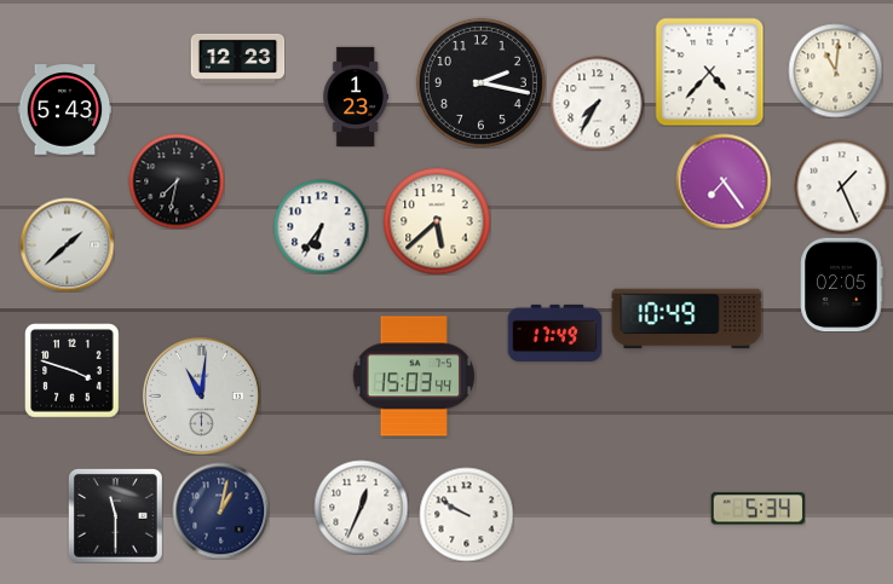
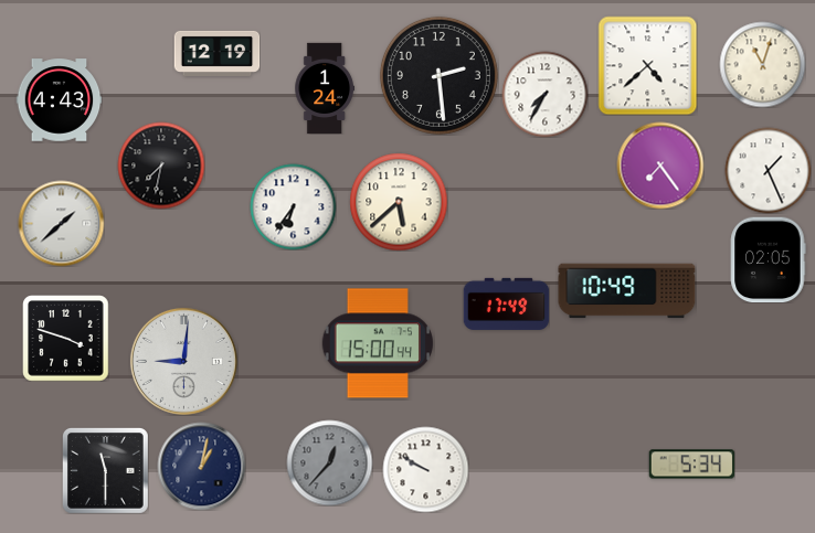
clock at (237, 58): 12:23 -> 12:19
clock at (835, 70): 11:01 -> 11:03
clock at (709, 71): 4:37 -> 4:38
clock at (480, 82): 2:17 -> 2:29
clock at (355, 97): 1:23 -> 1:24
clock at (64, 110): 5:43 -> 4:43
clock at (413, 376): 15:03 -> 15:00
clock at (201, 395): 11:01 -> 9:01
clock at (361, 507): 12:34 -> 12:37
clock at (361, 507) dial: white -> grey
